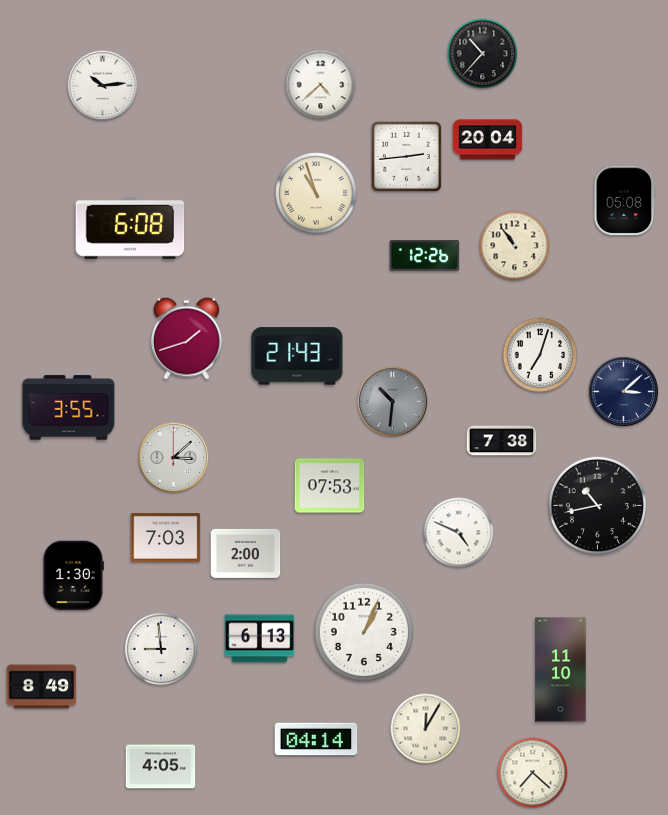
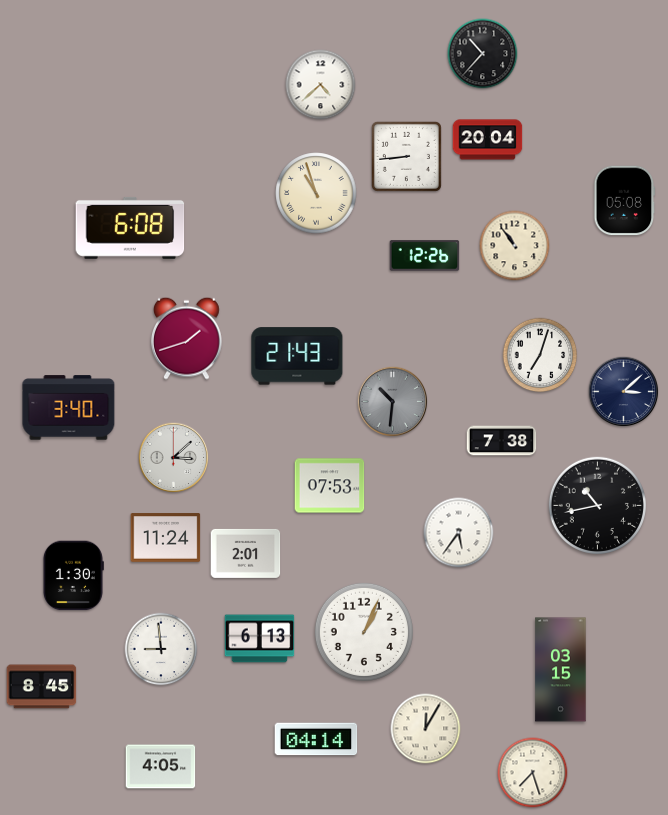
clock at (103, 86): 10:14 -> none
clock at (406, 156): 2:44 -> 8:44
clock at (69, 408): 3:55 -> 3:40
clock at (459, 533): 4:49 -> 5:36
clock at (166, 538): 7:03 -> 11:24
clock at (246, 553): 2:00 -> 2:01
clock at (561, 670): 11:10 -> 03:15
clock at (42, 687): 8:49 -> 8:45
clock at (533, 773): 7:22 -> 7:27
